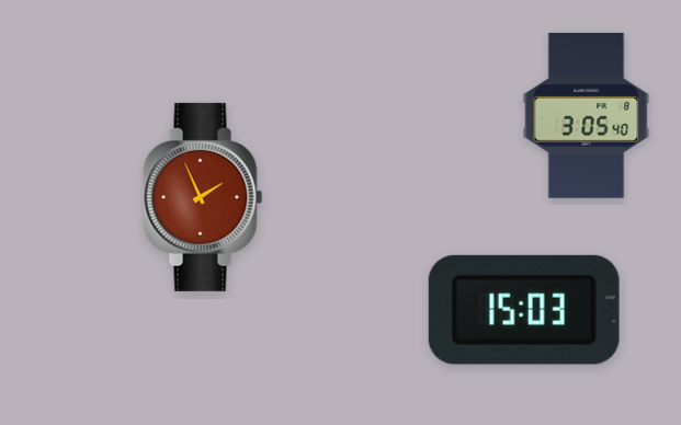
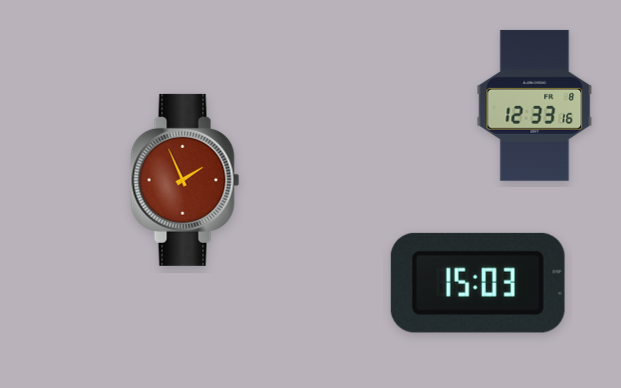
clock at (587, 115): 3:05 -> 12:33
